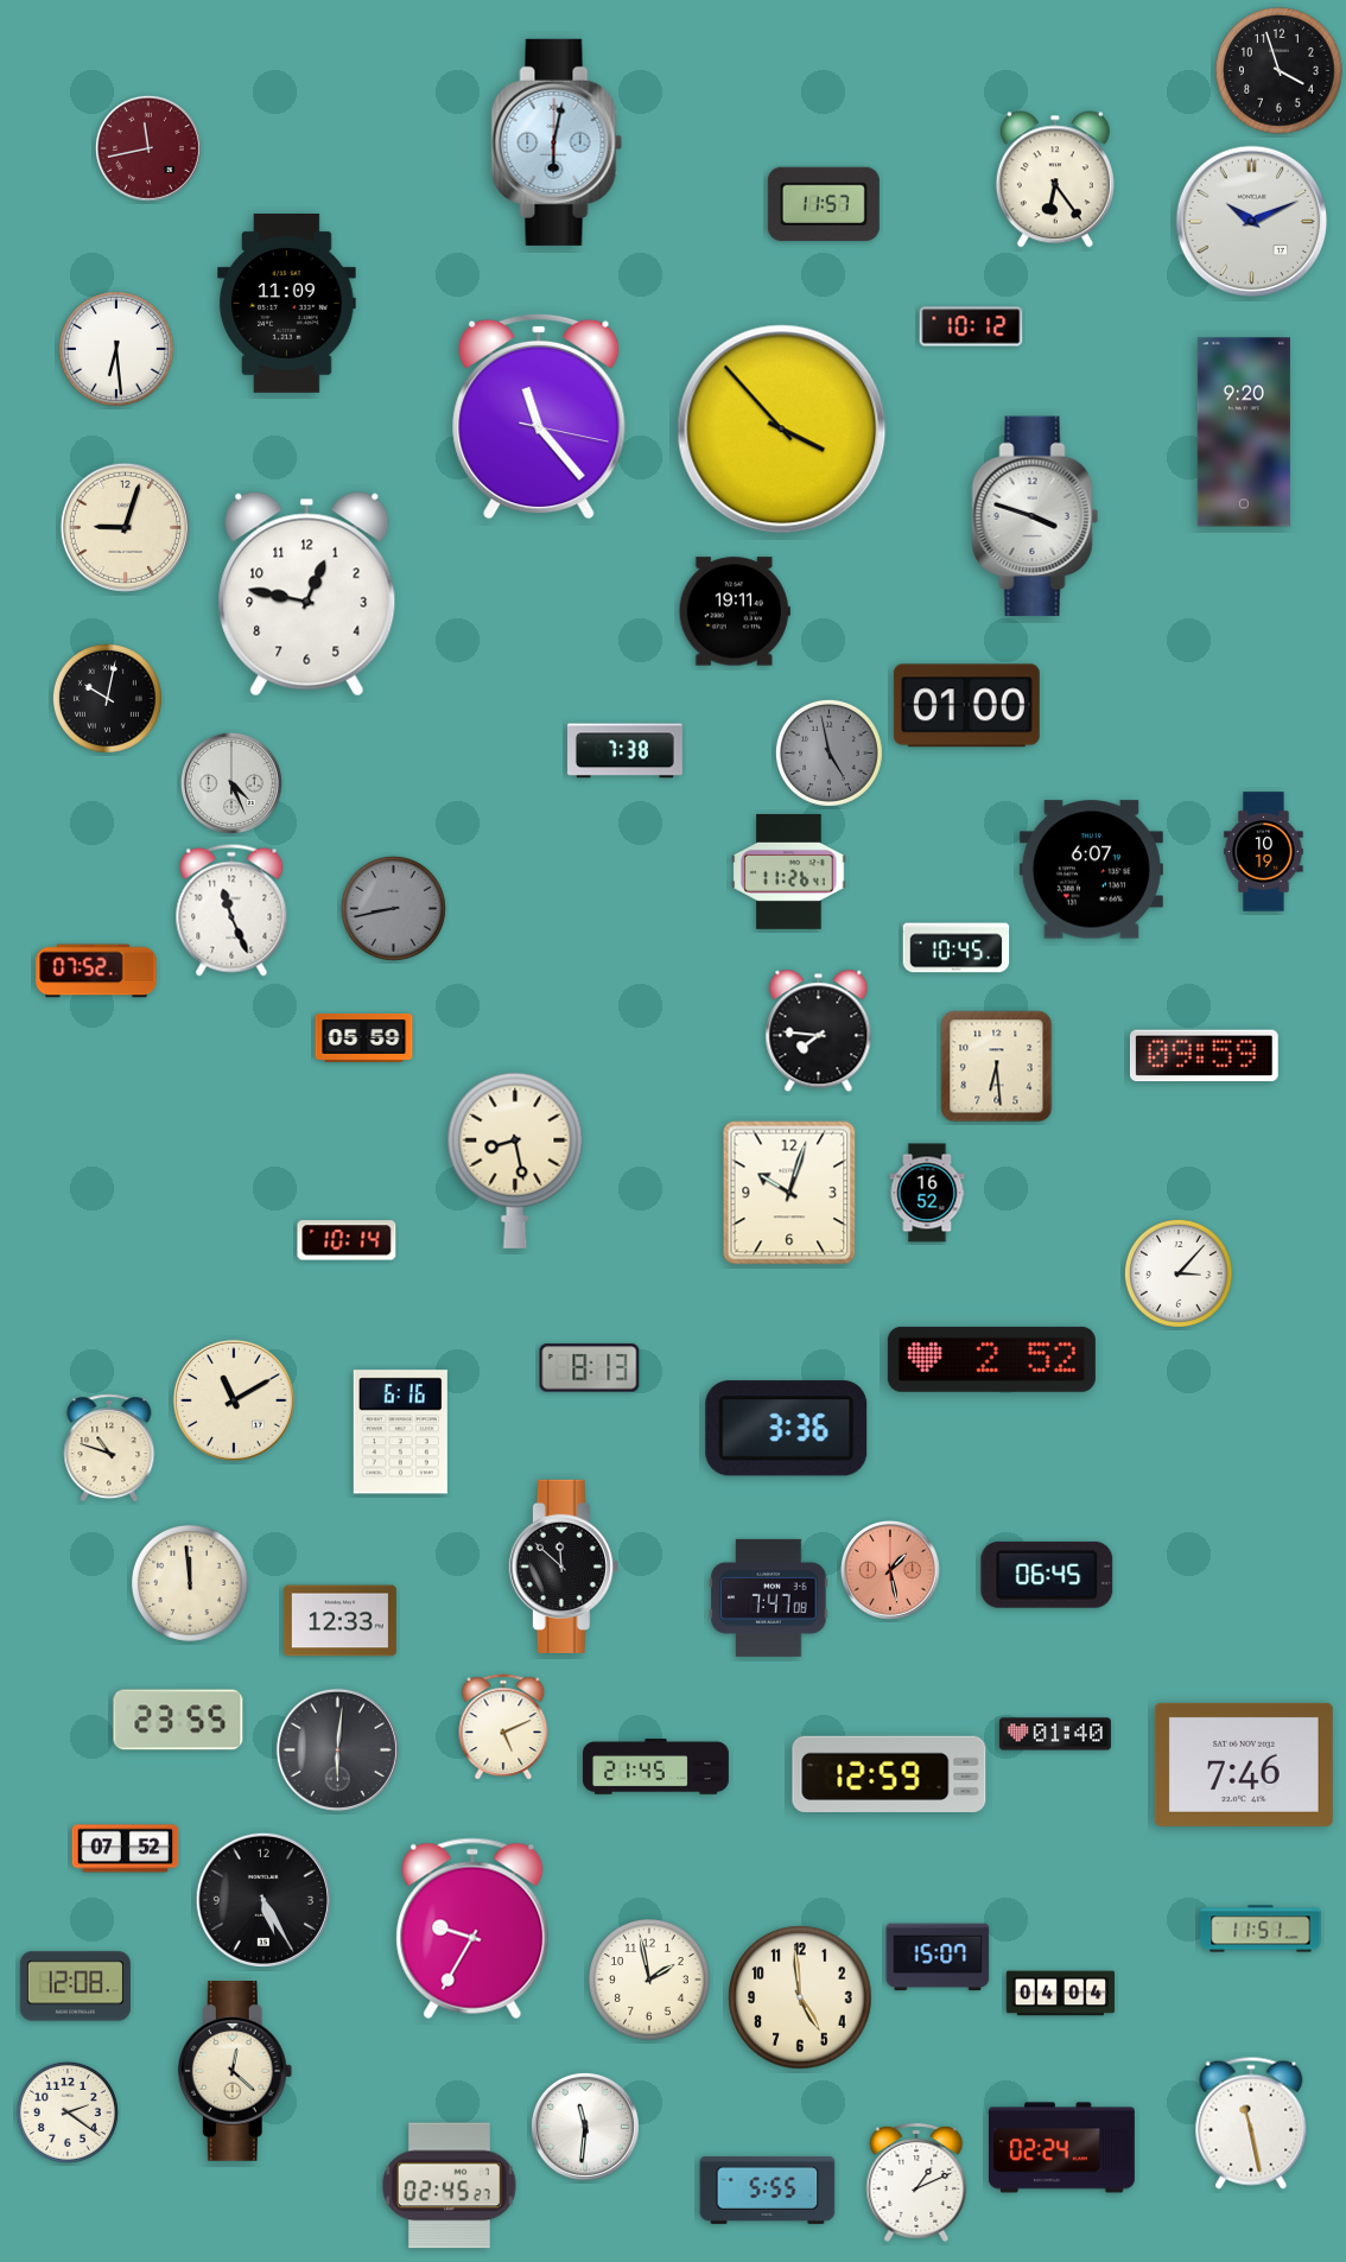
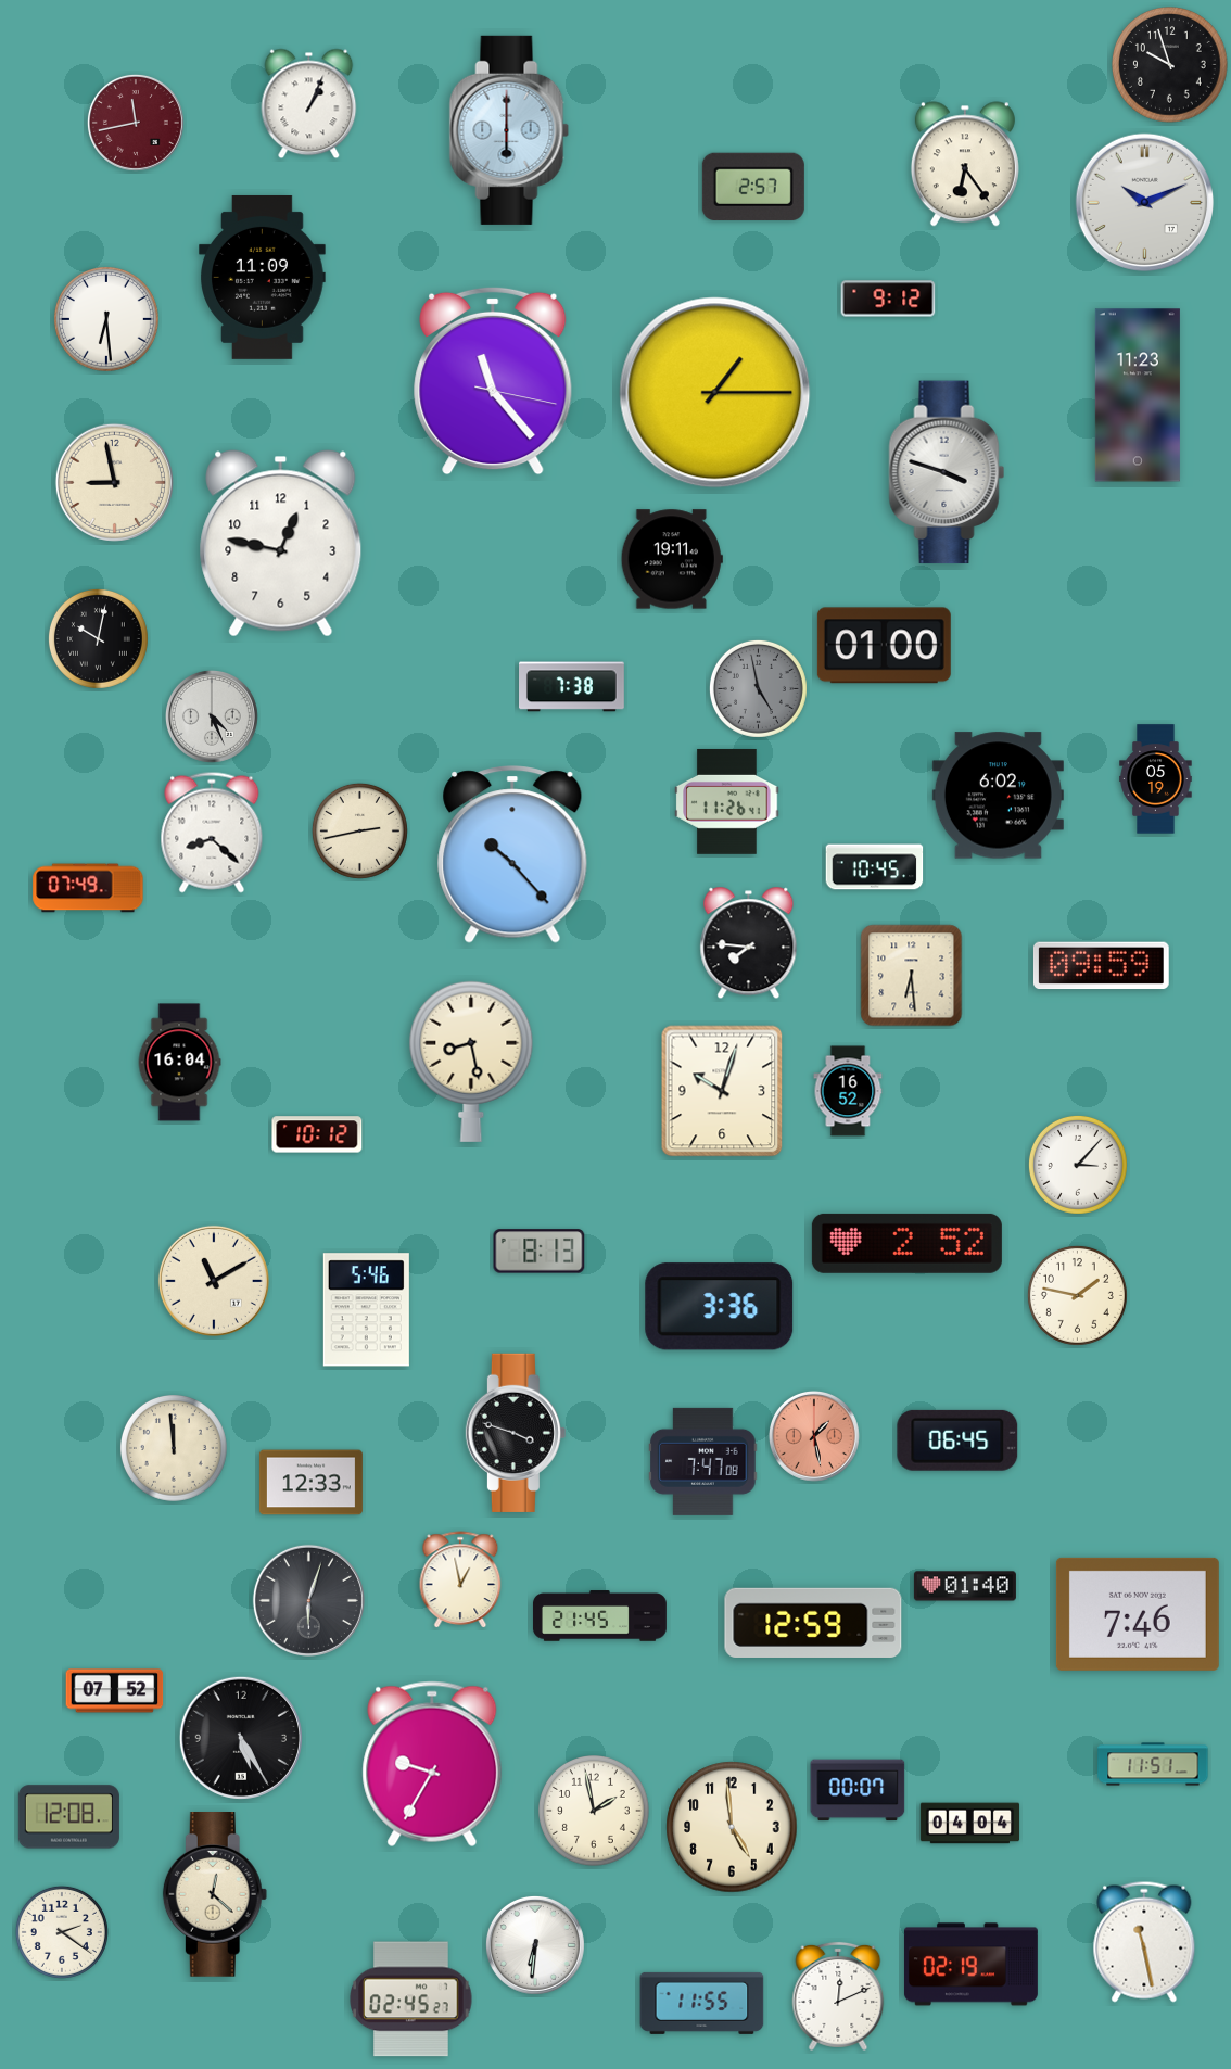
clock at (1280, 71): 3:57 -> 9:57
clock at (309, 104): none -> 1:04
clock at (557, 142): 6:02 -> 6:00
clock at (148, 148) position: (148, 148) -> (136, 123)
clock at (824, 204): 11:57 -> 2:57
clock at (971, 326): 10:12 -> 9:12
clock at (782, 430): 3:53 -> 1:15
clock at (1244, 432): 9:20 -> 11:23
clock at (125, 527): 9:03 -> 8:58
clock at (1264, 852): 10:19 -> 05:19
clock at (1091, 870): 6:07 -> 6:02
clock at (789, 871) position: (789, 871) -> (727, 801)
clock at (393, 908): 8:43 -> 2:43
clock at (393, 908) dial: grey -> cream
clock at (231, 910): 11:26 -> 8:22
clock at (512, 854): none -> 10:23
clock at (96, 971): 07:52 -> 07:49
clock at (364, 1038): 05:59 -> none
clock at (179, 1063): none -> 16:04
clock at (347, 1240): 10:14 -> 10:12
clock at (1077, 1295): none -> 1:47
clock at (400, 1432): 6:16 -> 5:46
clock at (109, 1448): 10:48 -> none
clock at (564, 1567): 11:52 -> 3:48
clock at (178, 1720): 23:55 -> none
clock at (503, 1728): 5:11 -> 12:58
clock at (337, 1749): 6:01 -> 6:03
clock at (938, 1957): 15:07 -> 00:07
clock at (585, 2127): 11:31 -> 6:31
clock at (1061, 2148): 02:24 -> 02:19
clock at (916, 2182): 1:11 -> 12:11
clock at (768, 2190): 5:55 -> 11:55
